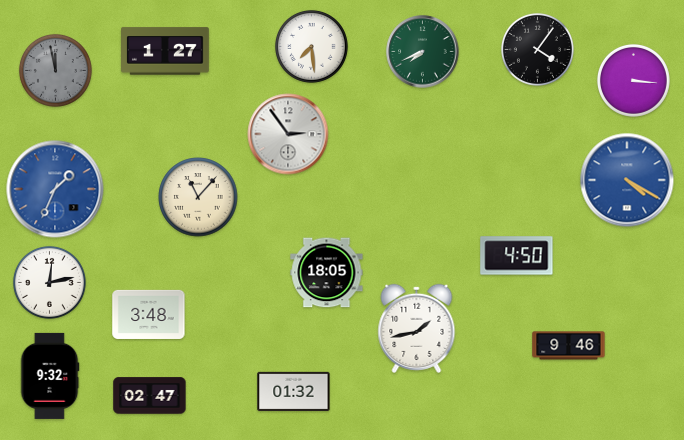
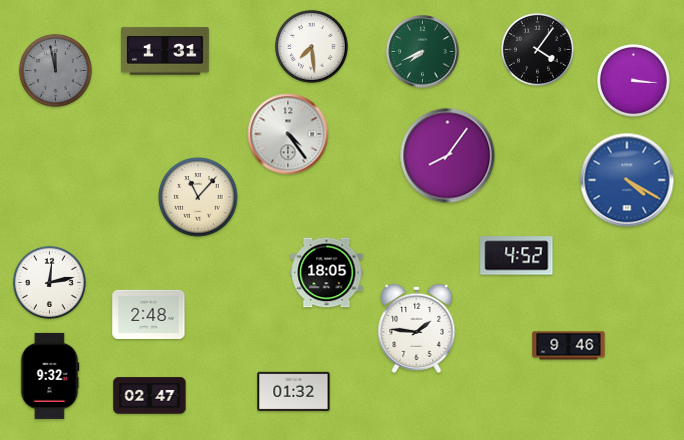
clock at (166, 51): 1:27 -> 1:31
clock at (288, 134): 2:54 -> 4:24
clock at (448, 156): none -> 8:06
clock at (55, 189): 1:34 -> none
clock at (517, 256): 4:50 -> 4:52
clock at (149, 314): 3:48 -> 2:48
clock at (417, 328): 1:43 -> 1:46
